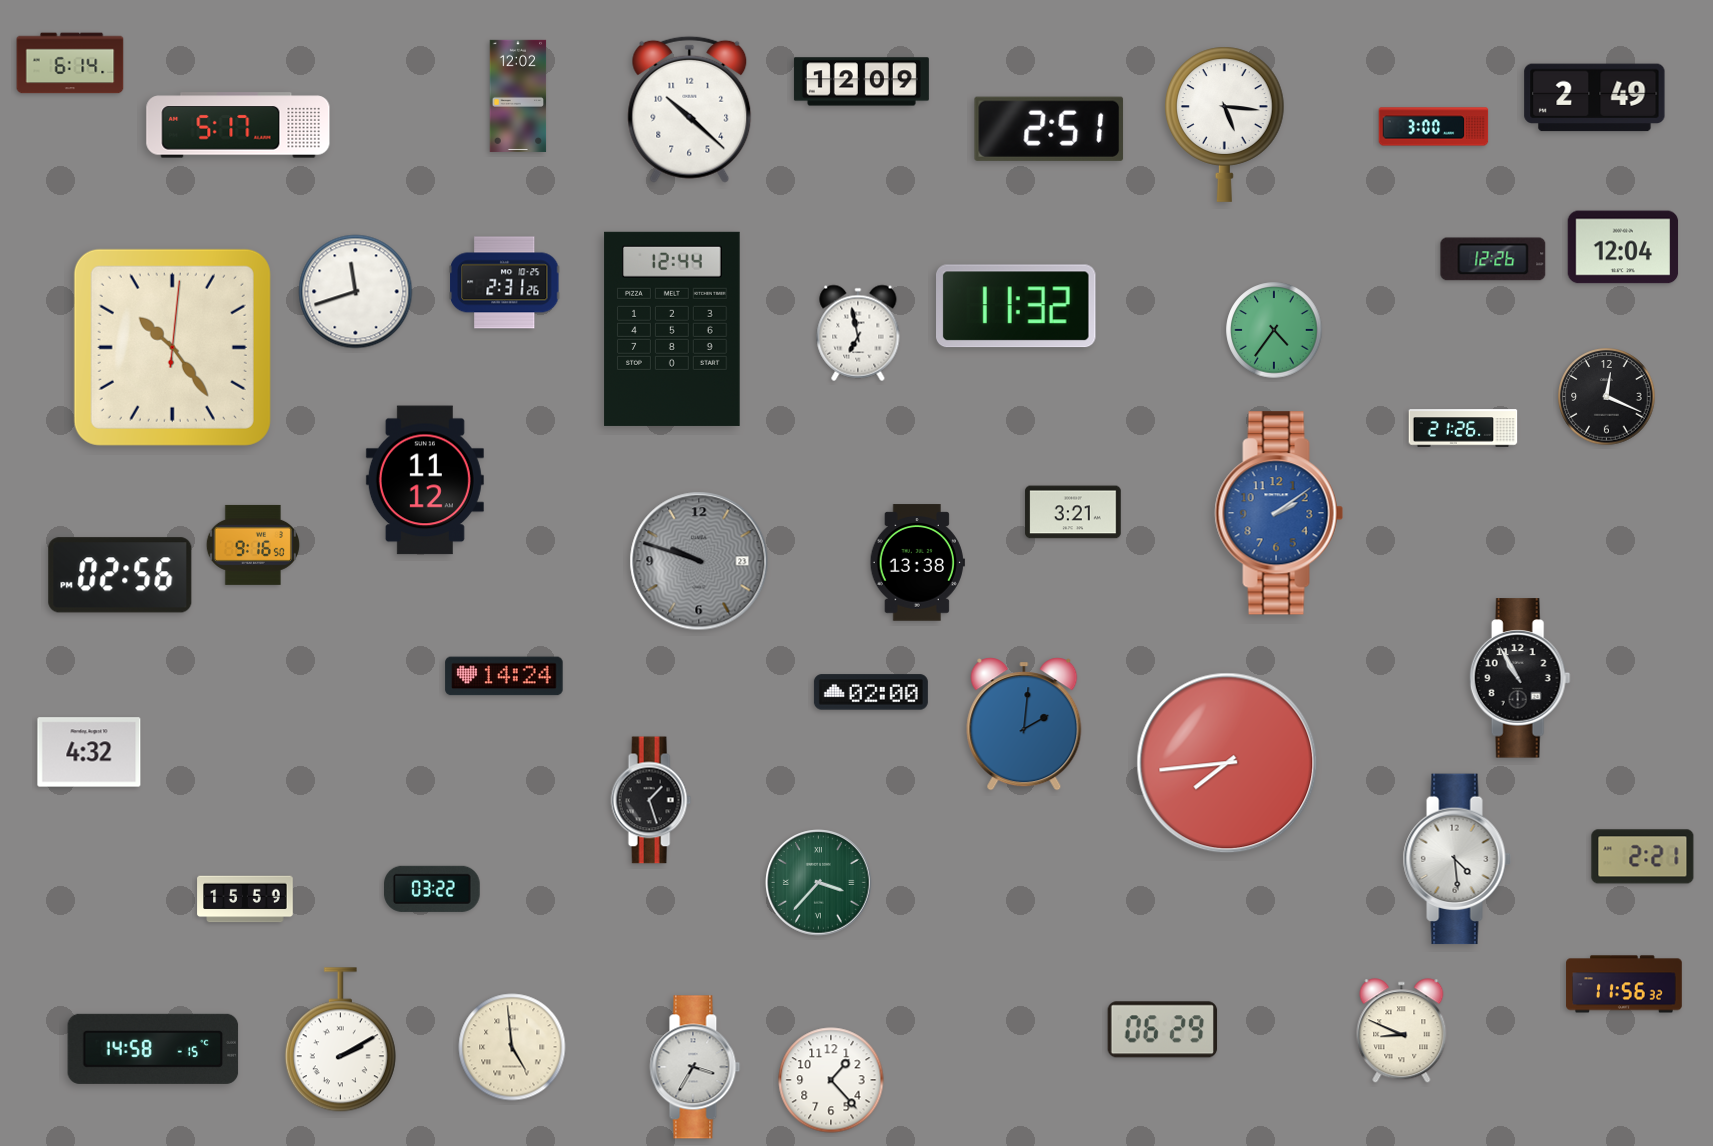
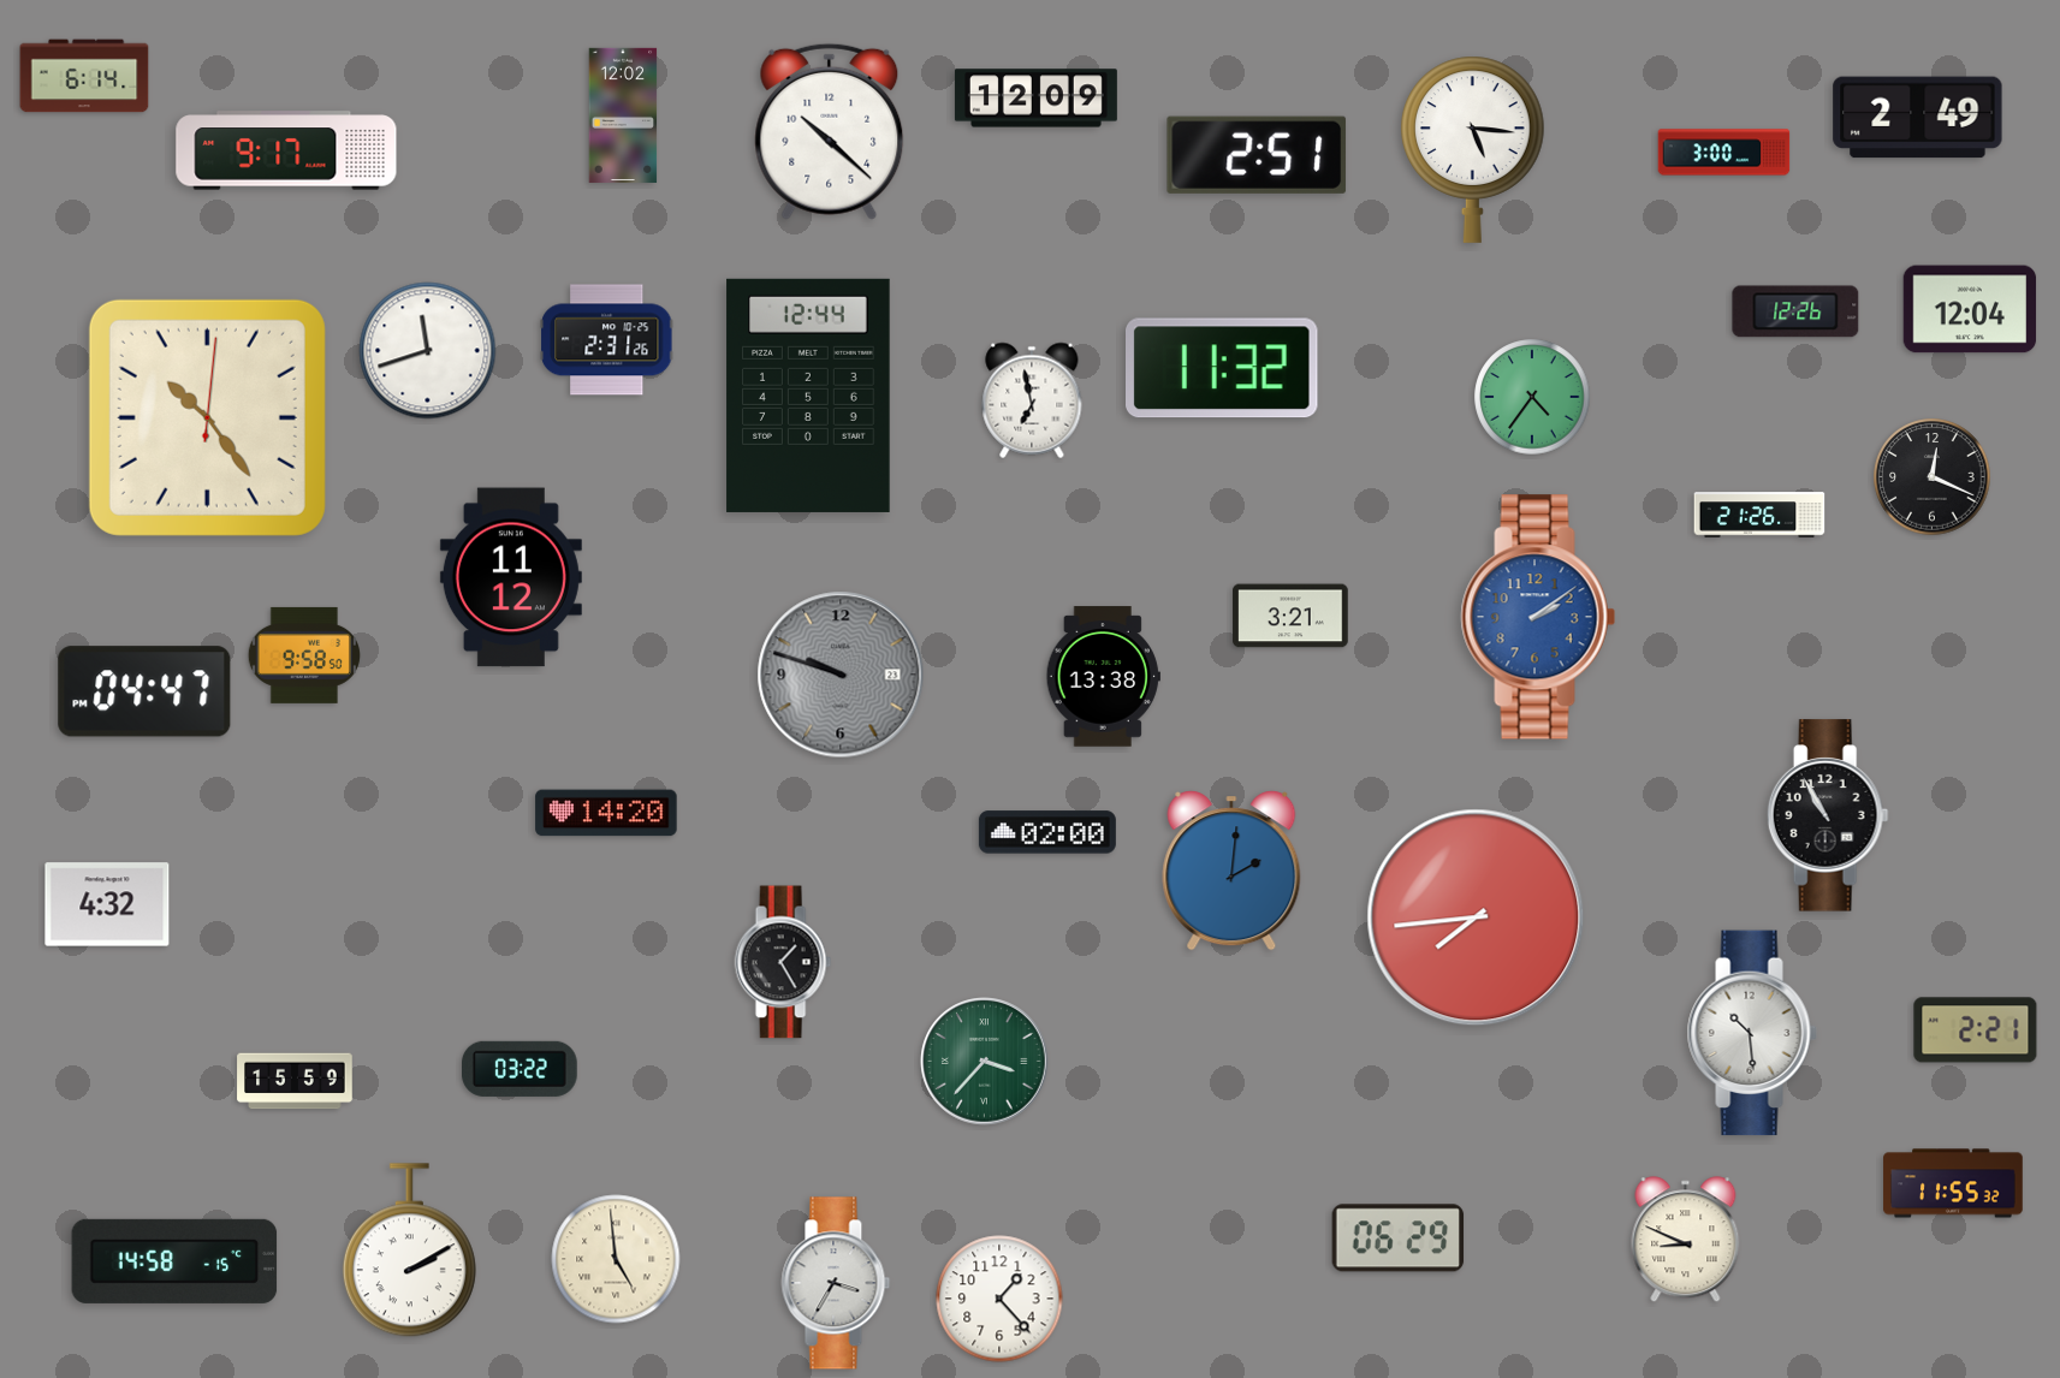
clock at (238, 125): 5:17 -> 9:17
clock at (1049, 129) position: (1049, 129) -> (1257, 155)
clock at (1623, 247) position: (1623, 247) -> (1970, 309)
clock at (253, 545): 9:16 -> 9:58
clock at (120, 575): 02:56 -> 04:47
clock at (504, 676): 14:24 -> 14:20
clock at (651, 800): 1:27 -> 1:25
clock at (1457, 859): 4:29 -> 10:29
clock at (1624, 984): 11:56 -> 11:55
clock at (153, 1049) position: (153, 1049) -> (174, 1261)
